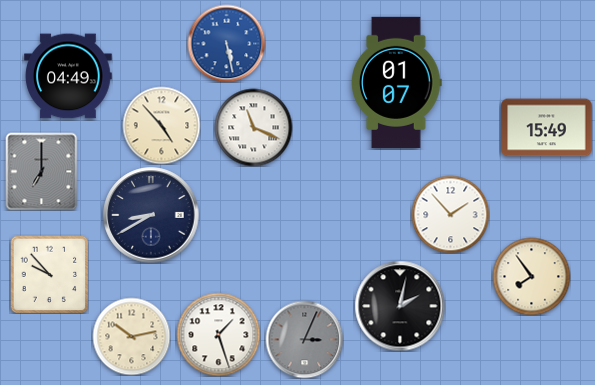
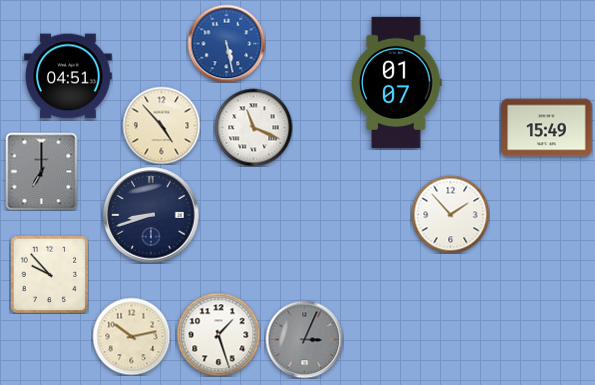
clock at (68, 76): 04:49 -> 04:51
clock at (151, 215): 8:40 -> 8:42
clock at (531, 276): 7:54 -> none
clock at (400, 306): 2:02 -> none
